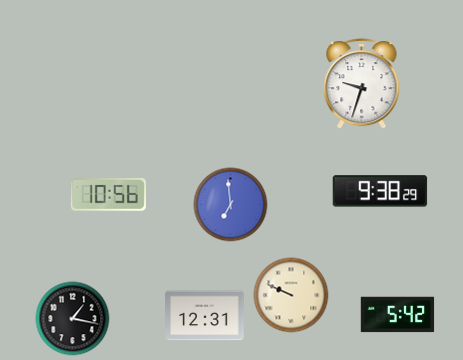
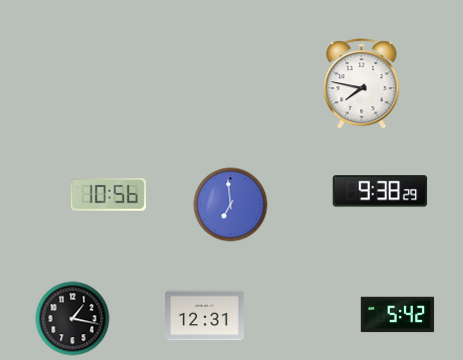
clock at (362, 84): 9:33 -> 7:47
clock at (291, 295): 9:49 -> none
